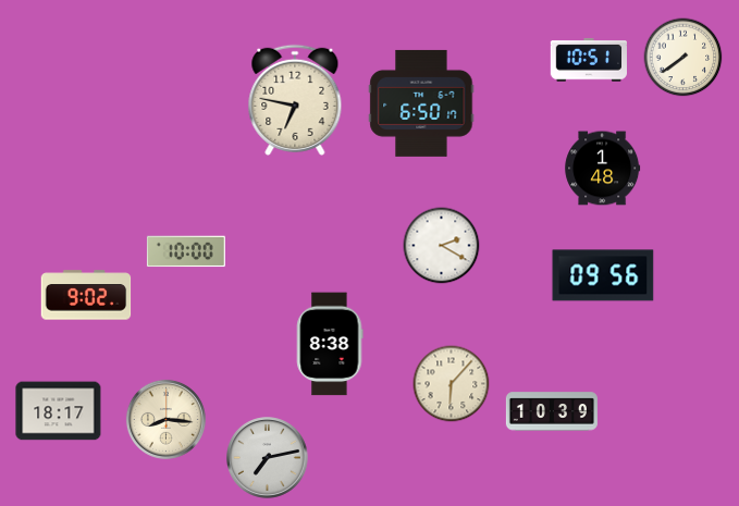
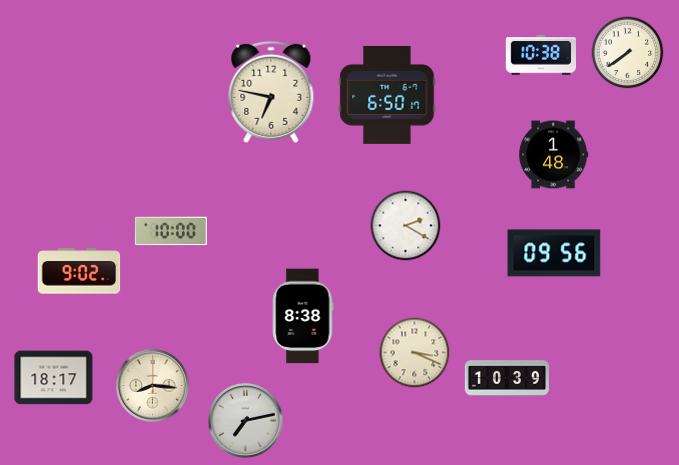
clock at (588, 60): 10:51 -> 10:38
clock at (452, 384): 6:07 -> 3:19
